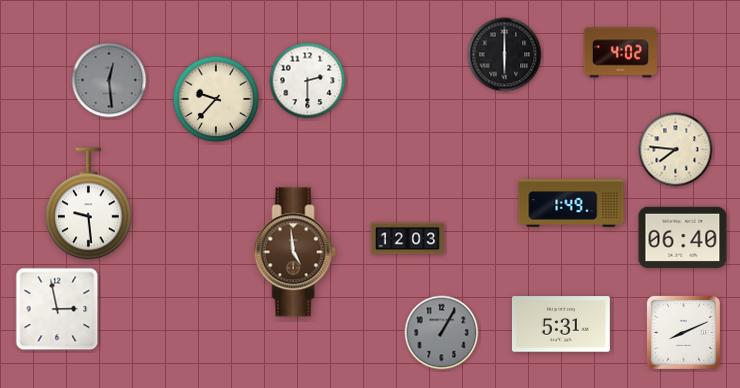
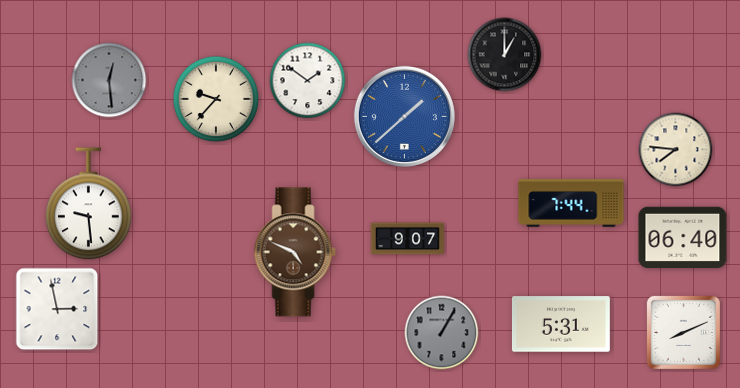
clock at (620, 53): 4:02 -> none
clock at (505, 55): 6:00 -> 1:00
clock at (308, 81): 2:30 -> 1:51
clock at (404, 116): none -> 1:38
clock at (571, 203): 1:49 -> 7:44
clock at (407, 239): 12:03 -> 9:07
clock at (295, 252): 4:59 -> 4:49
